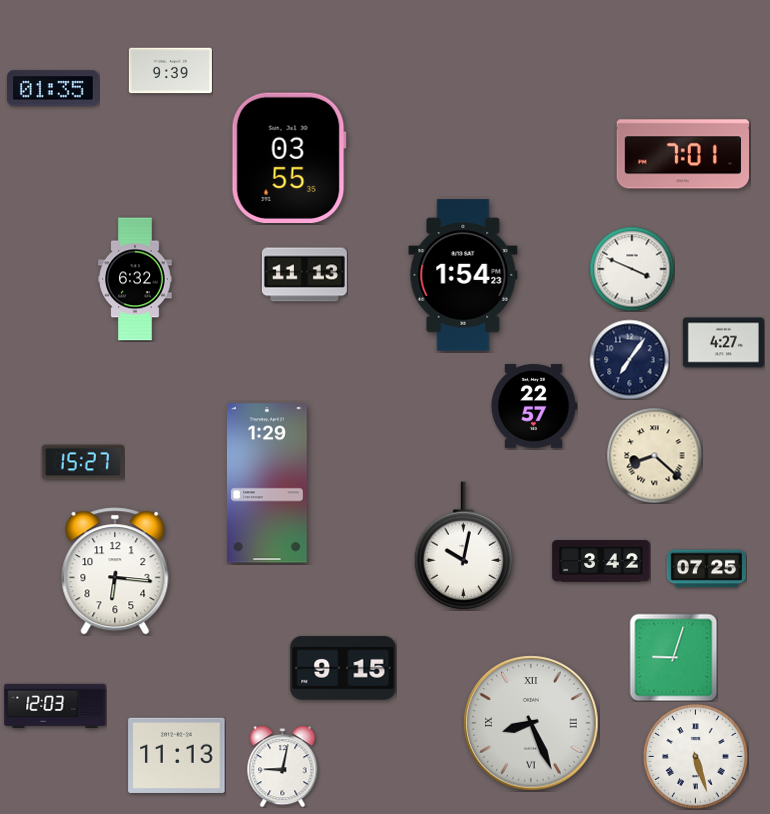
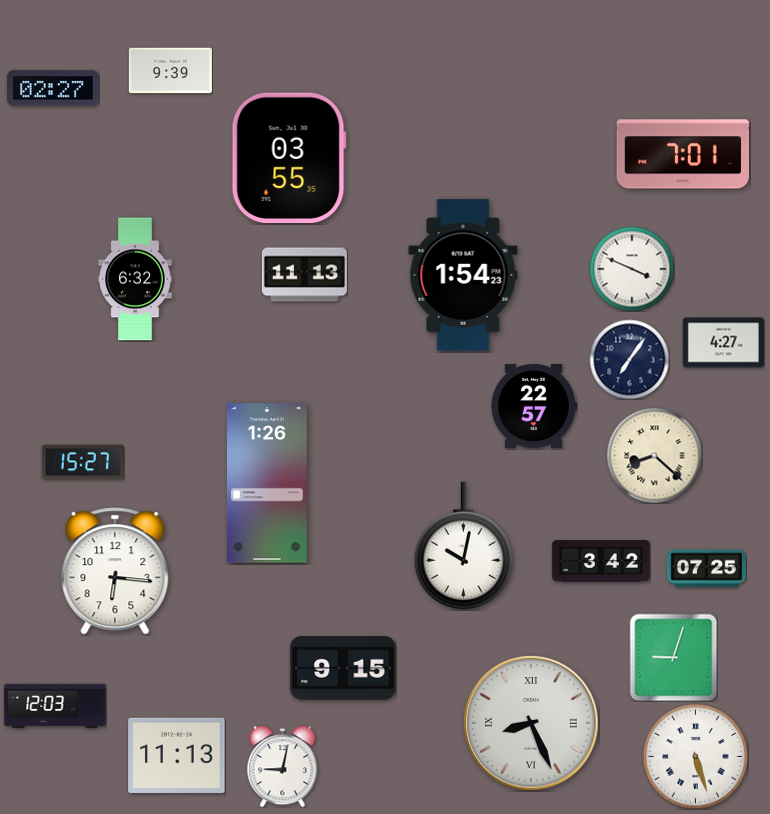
clock at (53, 88): 01:35 -> 02:27
clock at (267, 483): 1:29 -> 1:26
